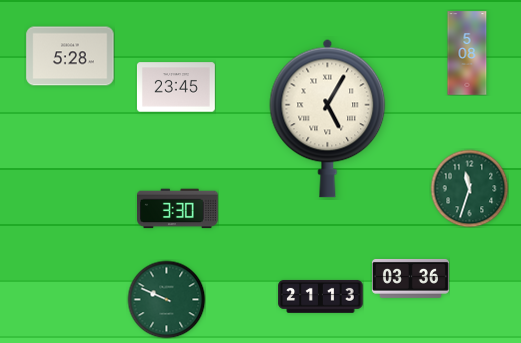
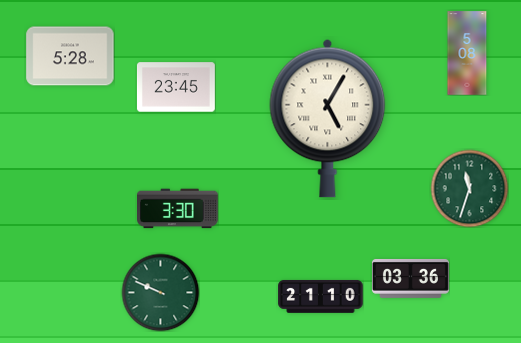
clock at (321, 296): 21:13 -> 21:10
clock at (166, 299) position: (166, 299) -> (160, 292)
